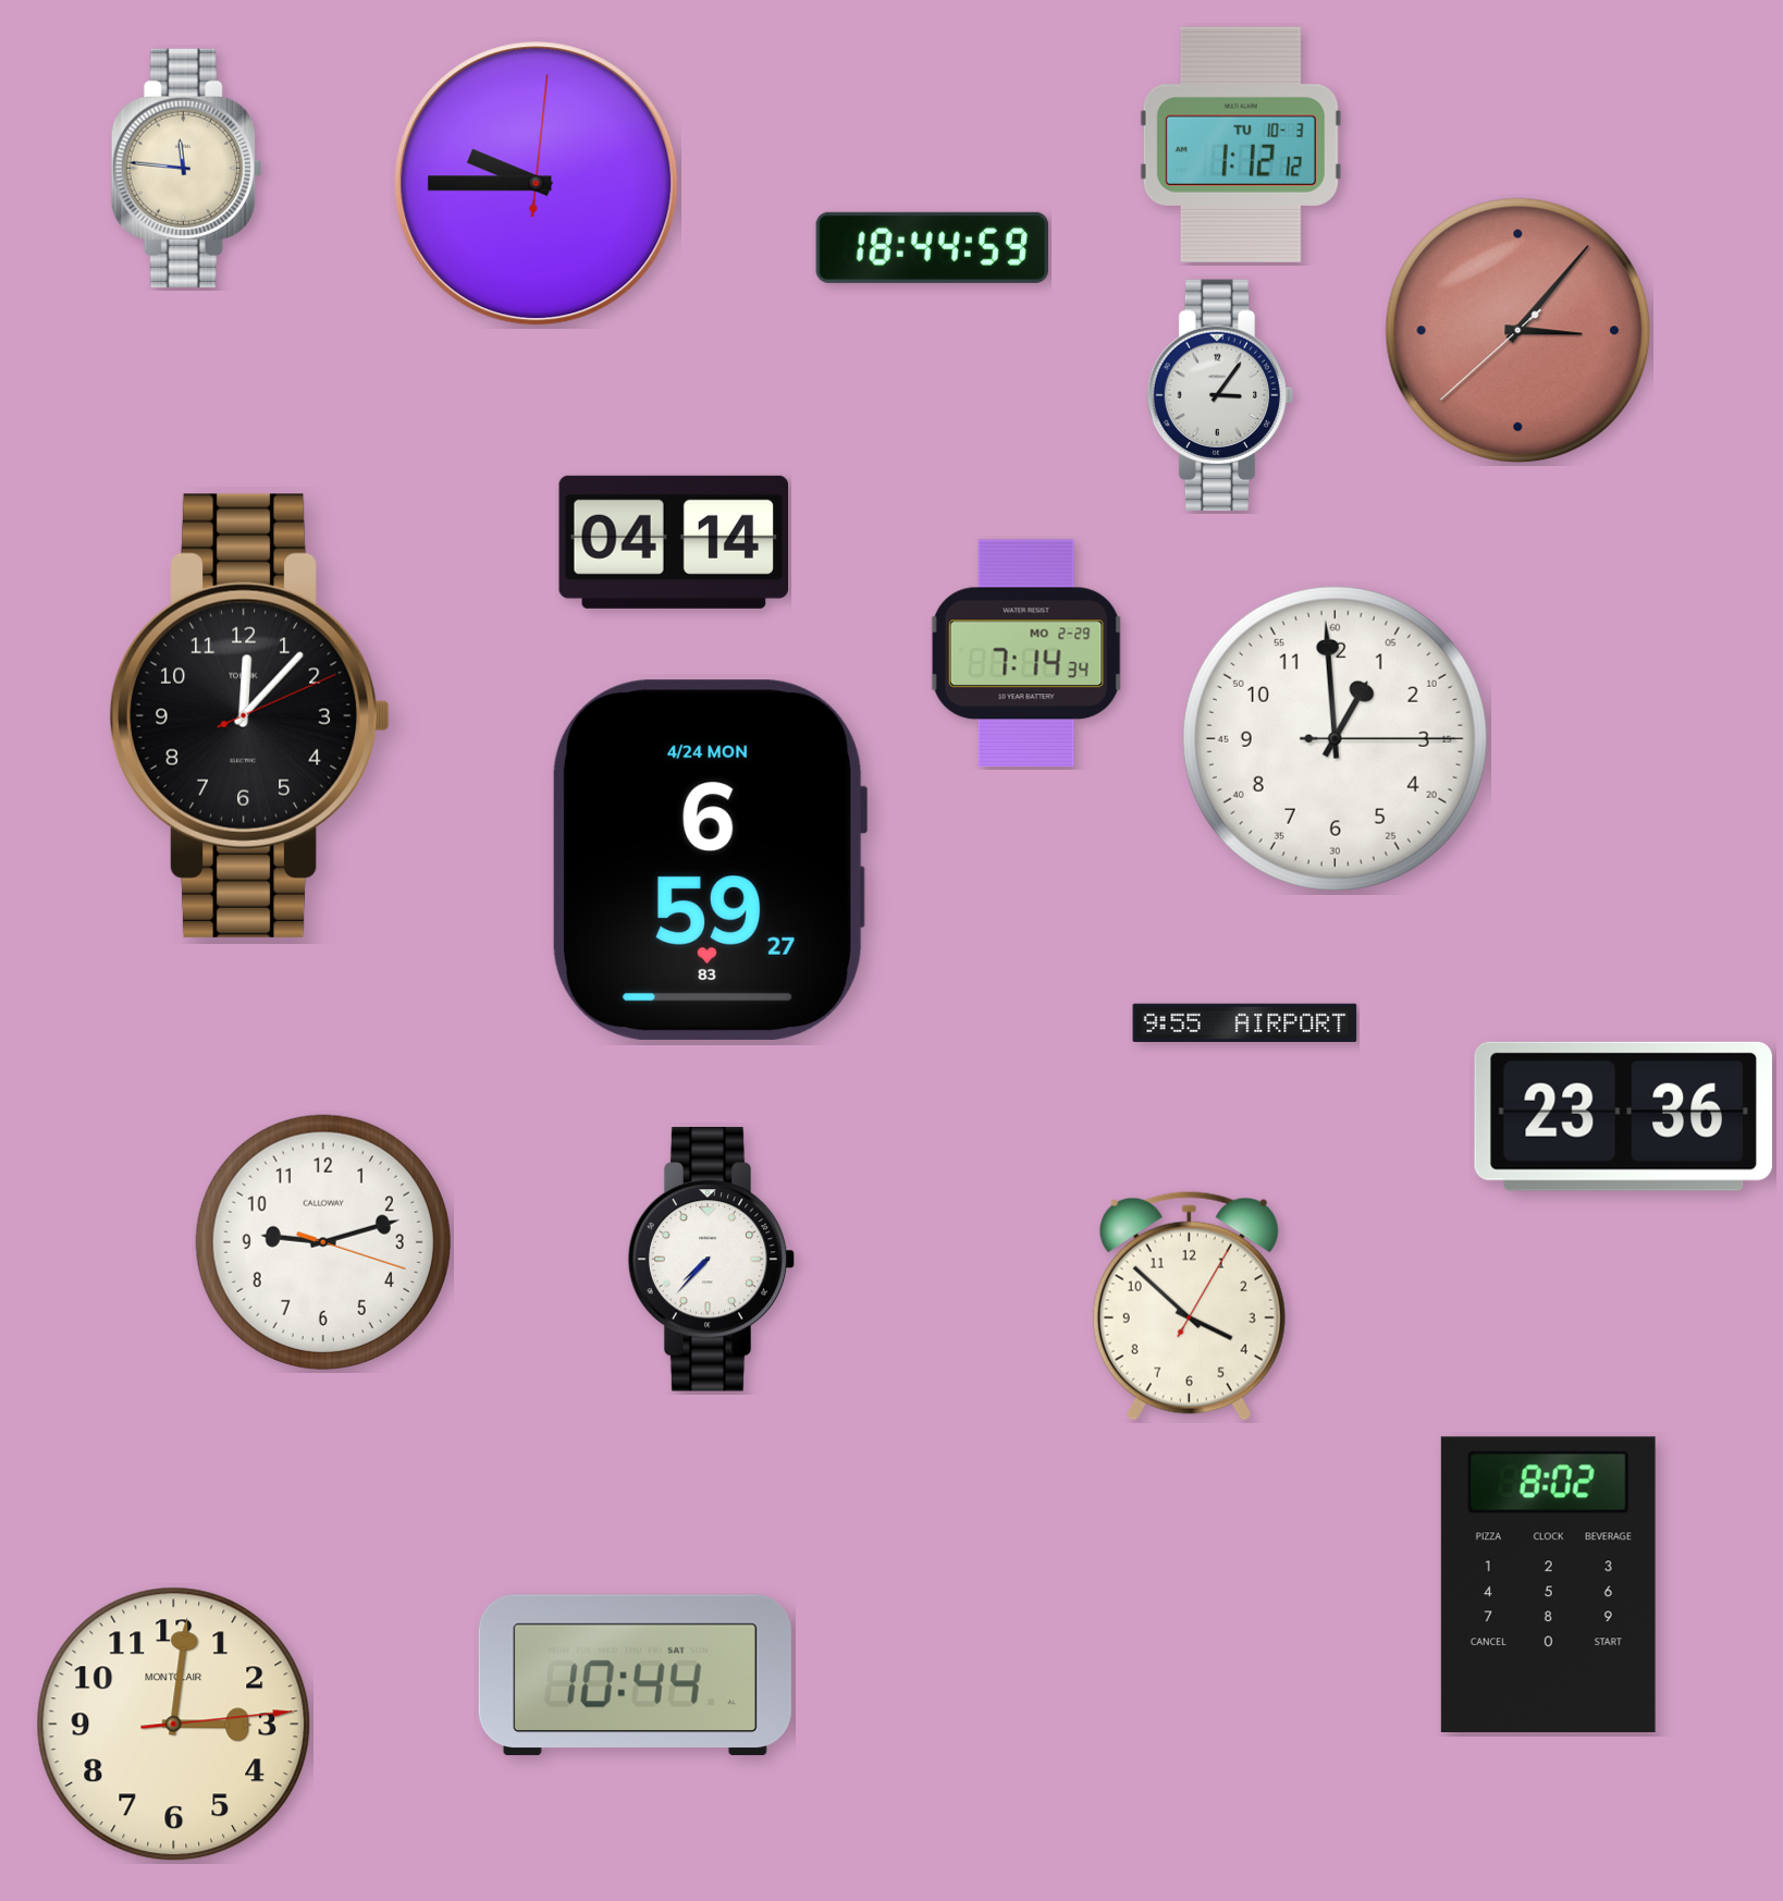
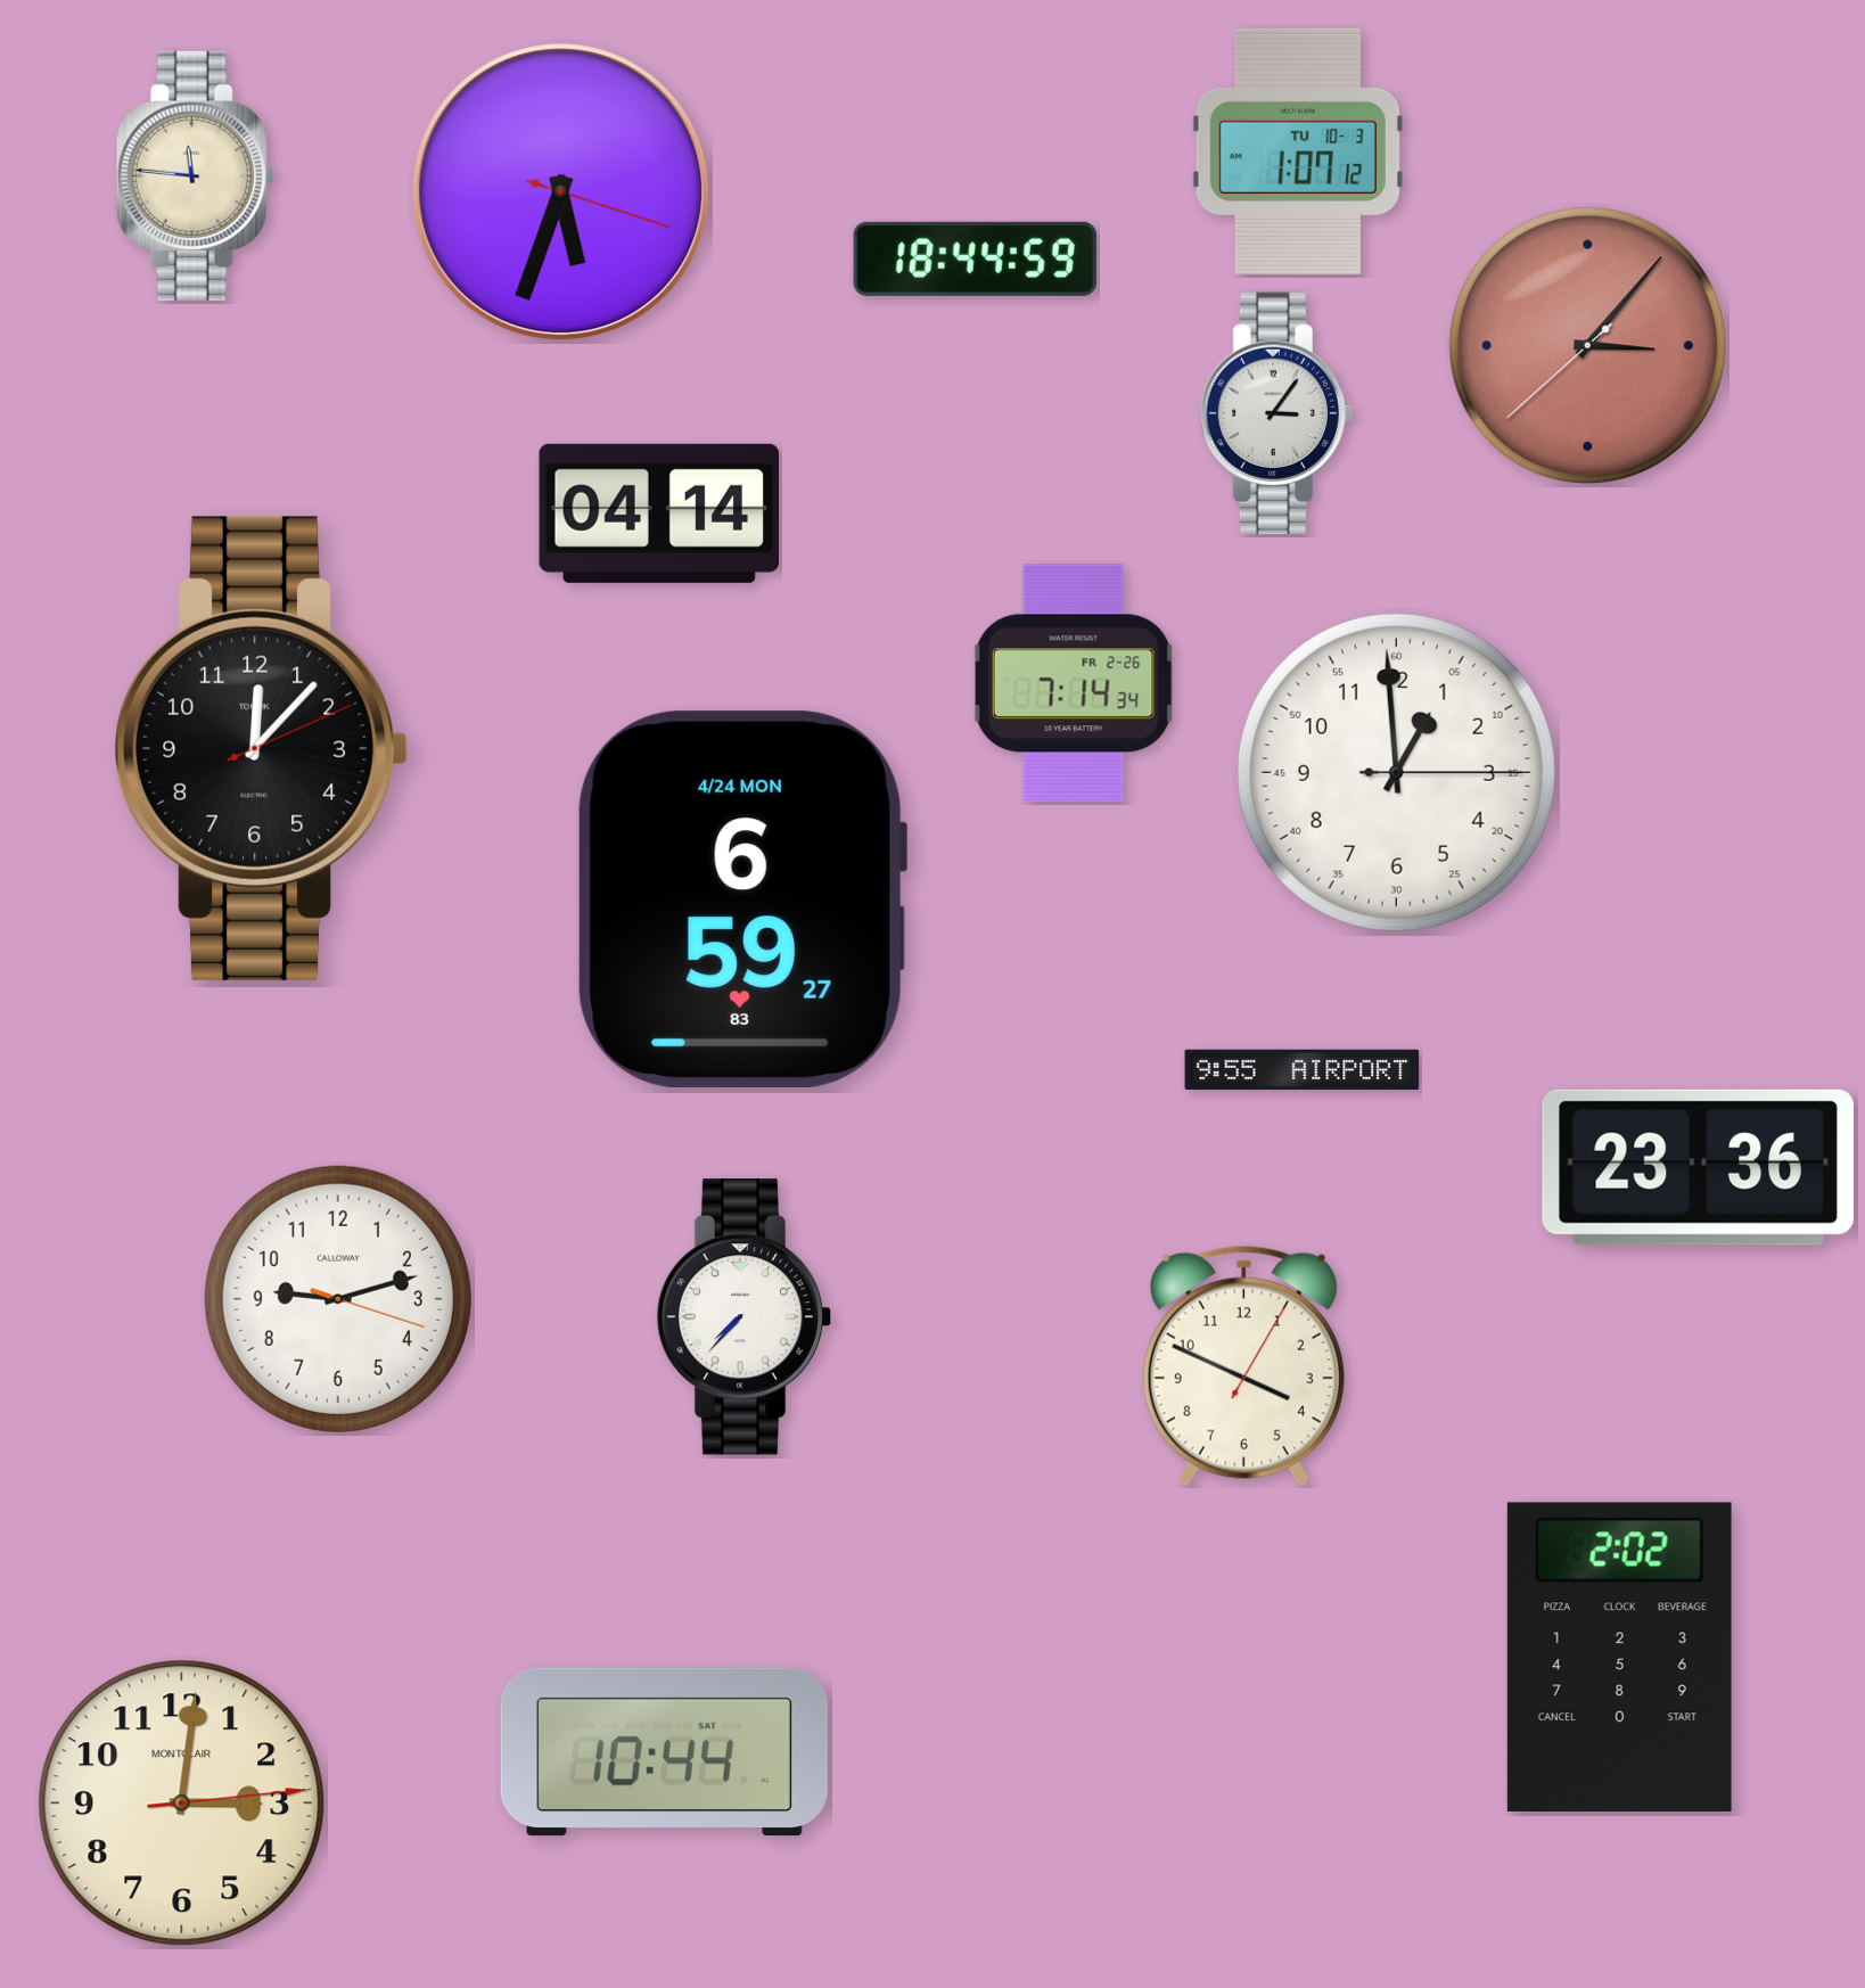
clock at (1241, 145): 1:12 -> 1:07
clock at (537, 184): 9:45 -> 5:33
clock at (674, 542) position: (674, 542) -> (659, 514)
clock at (1026, 653) date: MO 2-29 -> FR 2-26
clock at (1189, 1305): 3:52 -> 3:49
clock at (1548, 1584): 8:02 -> 2:02
